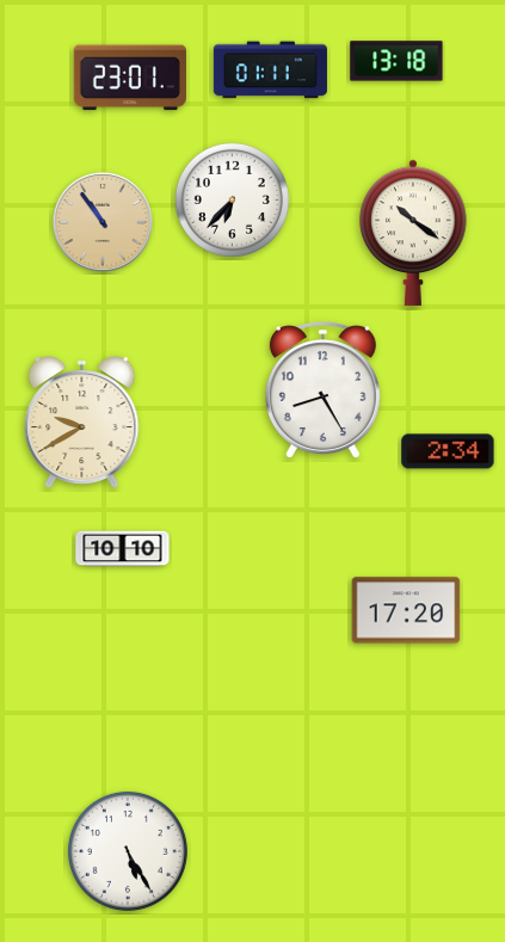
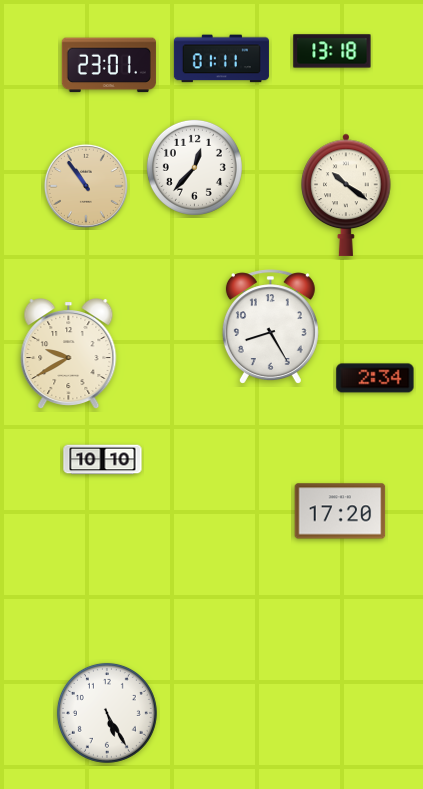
clock at (270, 70) position: (270, 70) -> (221, 59)
clock at (232, 199): 6:37 -> 12:37
